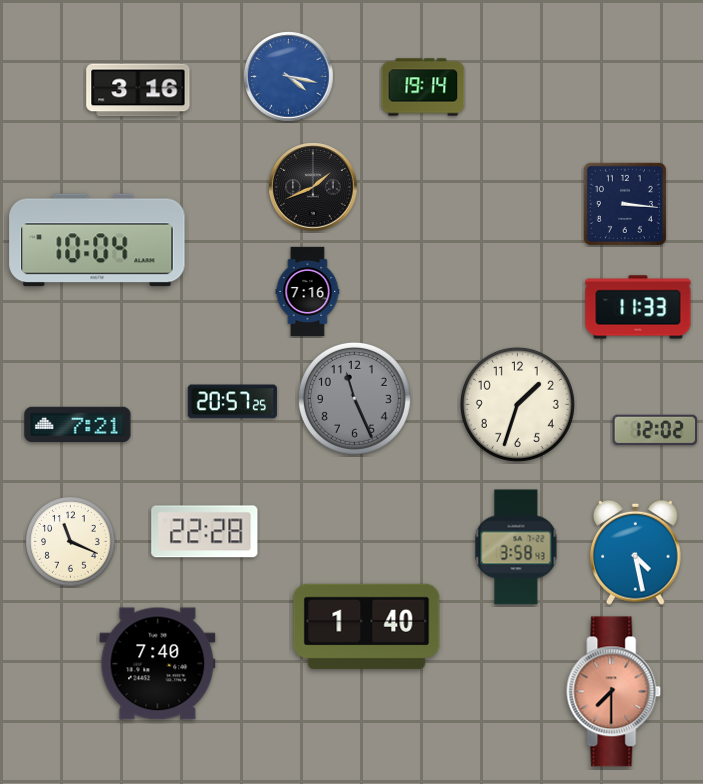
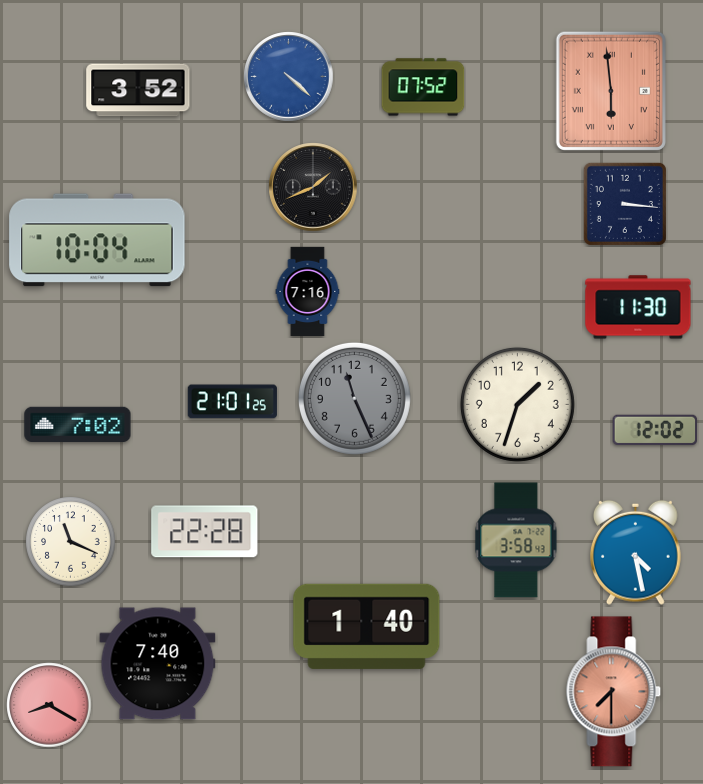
clock at (289, 77): 4:17 -> 4:22
clock at (423, 87): 19:14 -> 07:52
clock at (138, 90): 3:16 -> 3:52
clock at (611, 91): none -> 5:59
clock at (638, 307): 11:33 -> 11:30
clock at (232, 402): 20:57 -> 21:01
clock at (78, 425): 7:21 -> 7:02
clock at (516, 547) position: (516, 547) -> (516, 540)
clock at (49, 705): none -> 8:20
